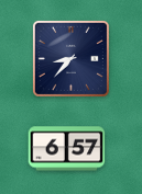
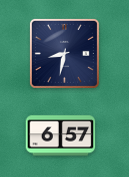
clock at (70, 58): 8:37 -> 8:32
